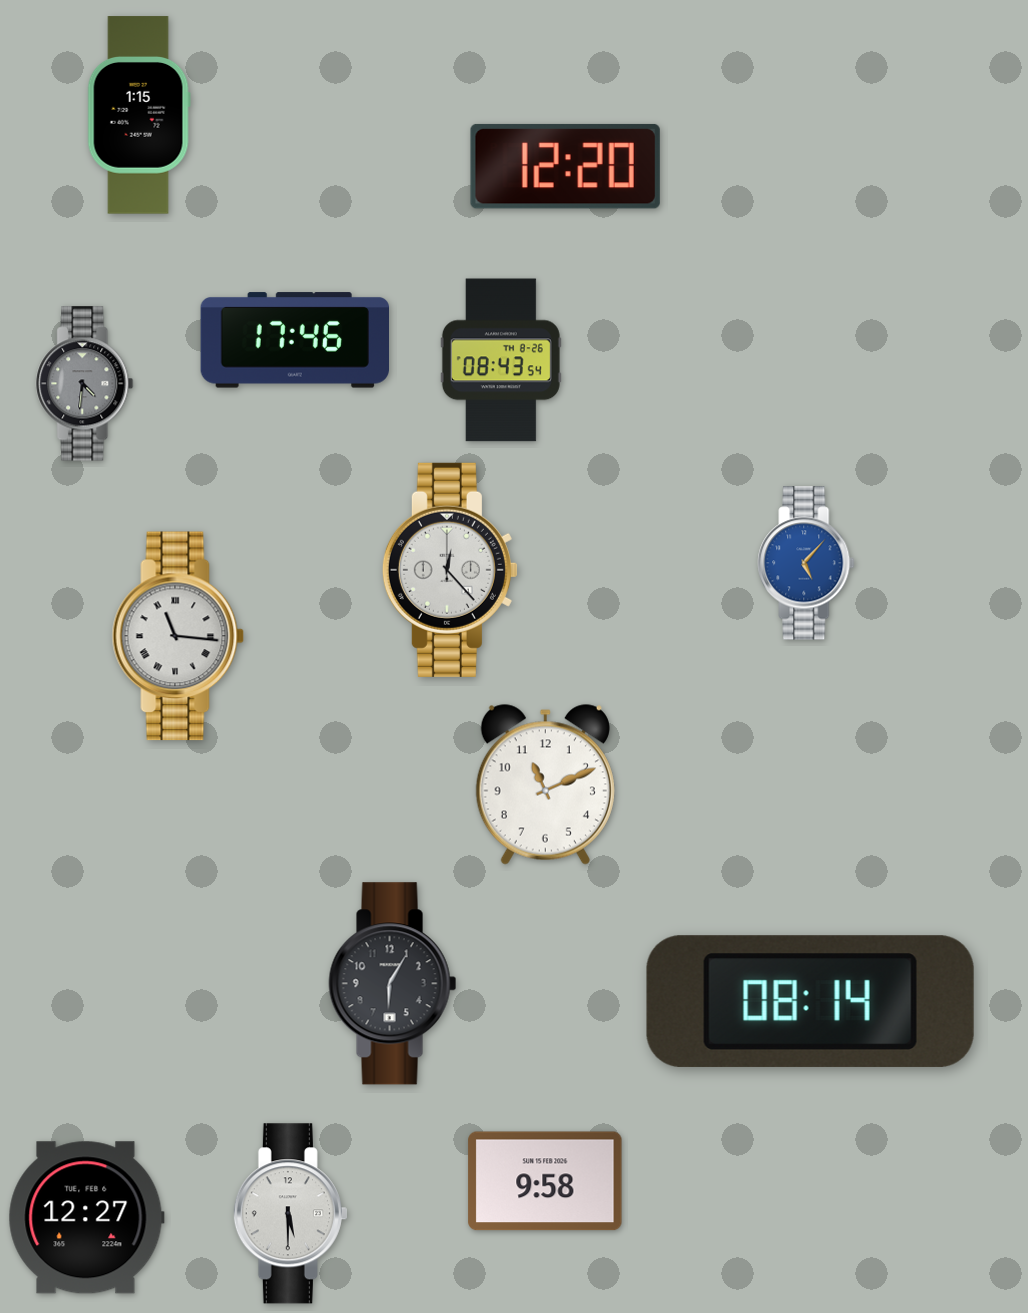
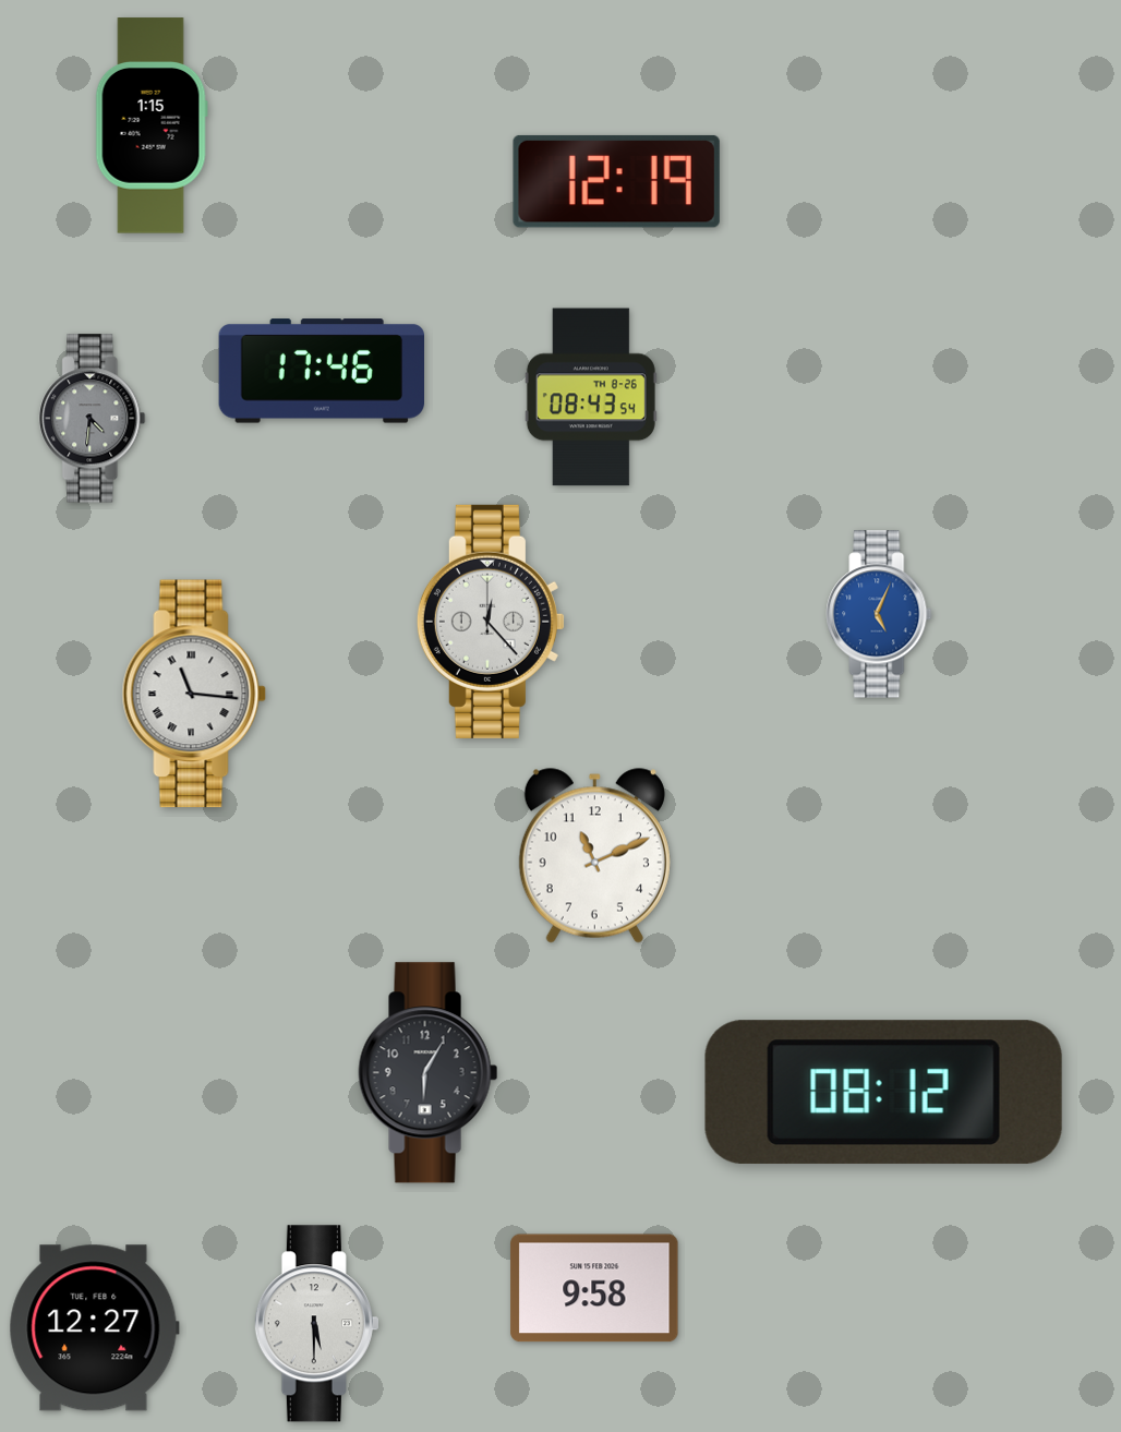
clock at (565, 166): 12:20 -> 12:19
clock at (501, 360) position: (501, 360) -> (591, 397)
clock at (806, 563): 5:07 -> 5:04
clock at (810, 1001): 08:14 -> 08:12
